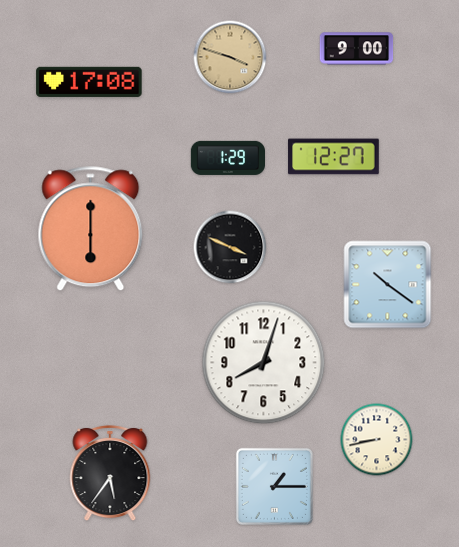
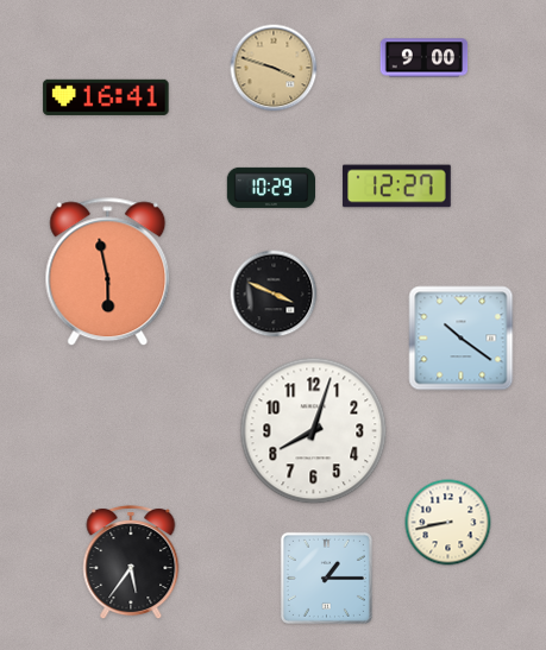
clock at (89, 82): 17:08 -> 16:41
clock at (227, 158): 1:29 -> 10:29
clock at (91, 229): 6:00 -> 5:58
